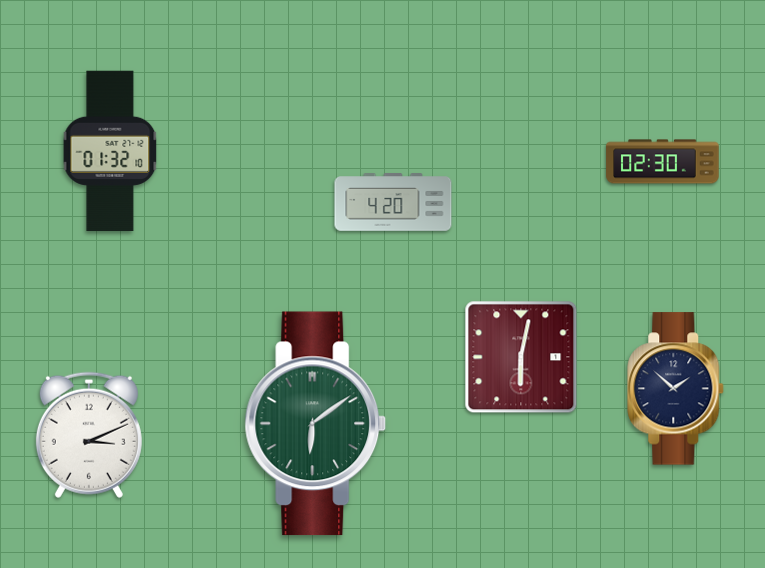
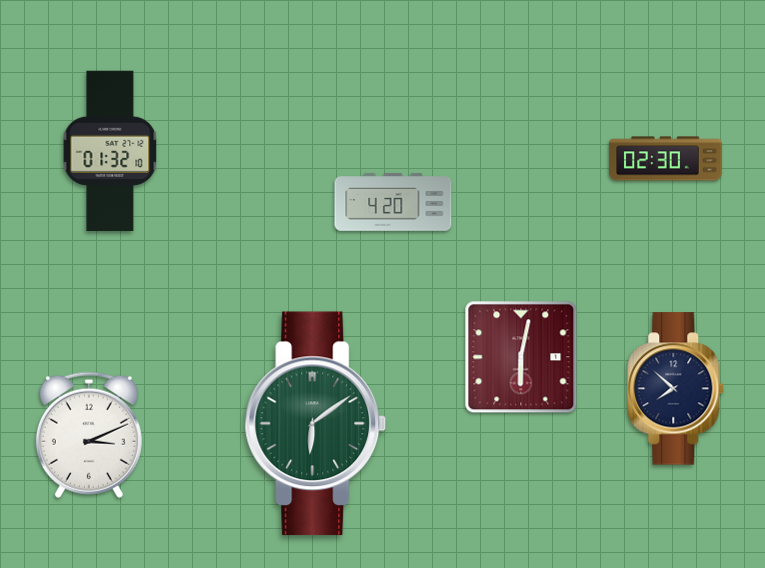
clock at (663, 162) position: (663, 162) -> (666, 159)
clock at (676, 389): 1:52 -> 7:52
